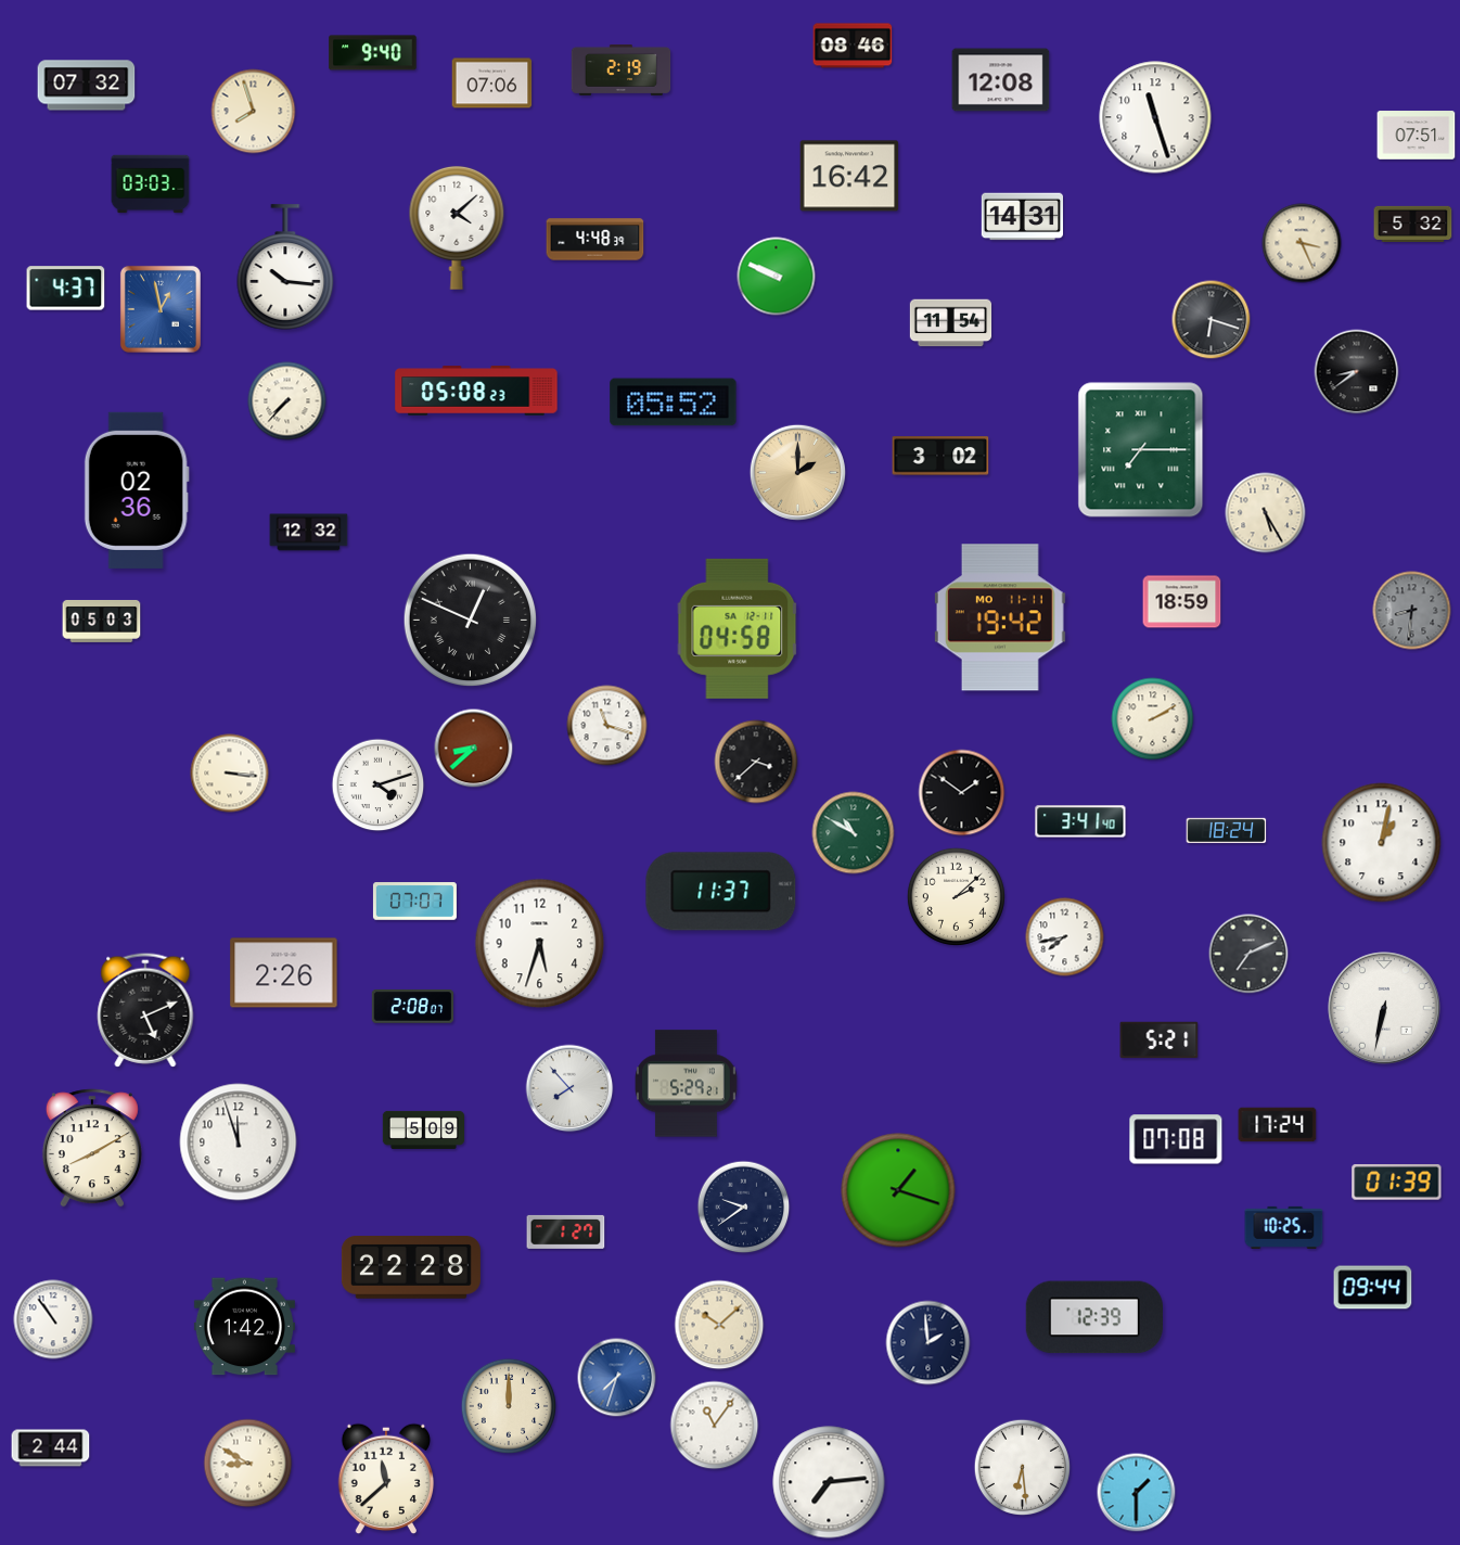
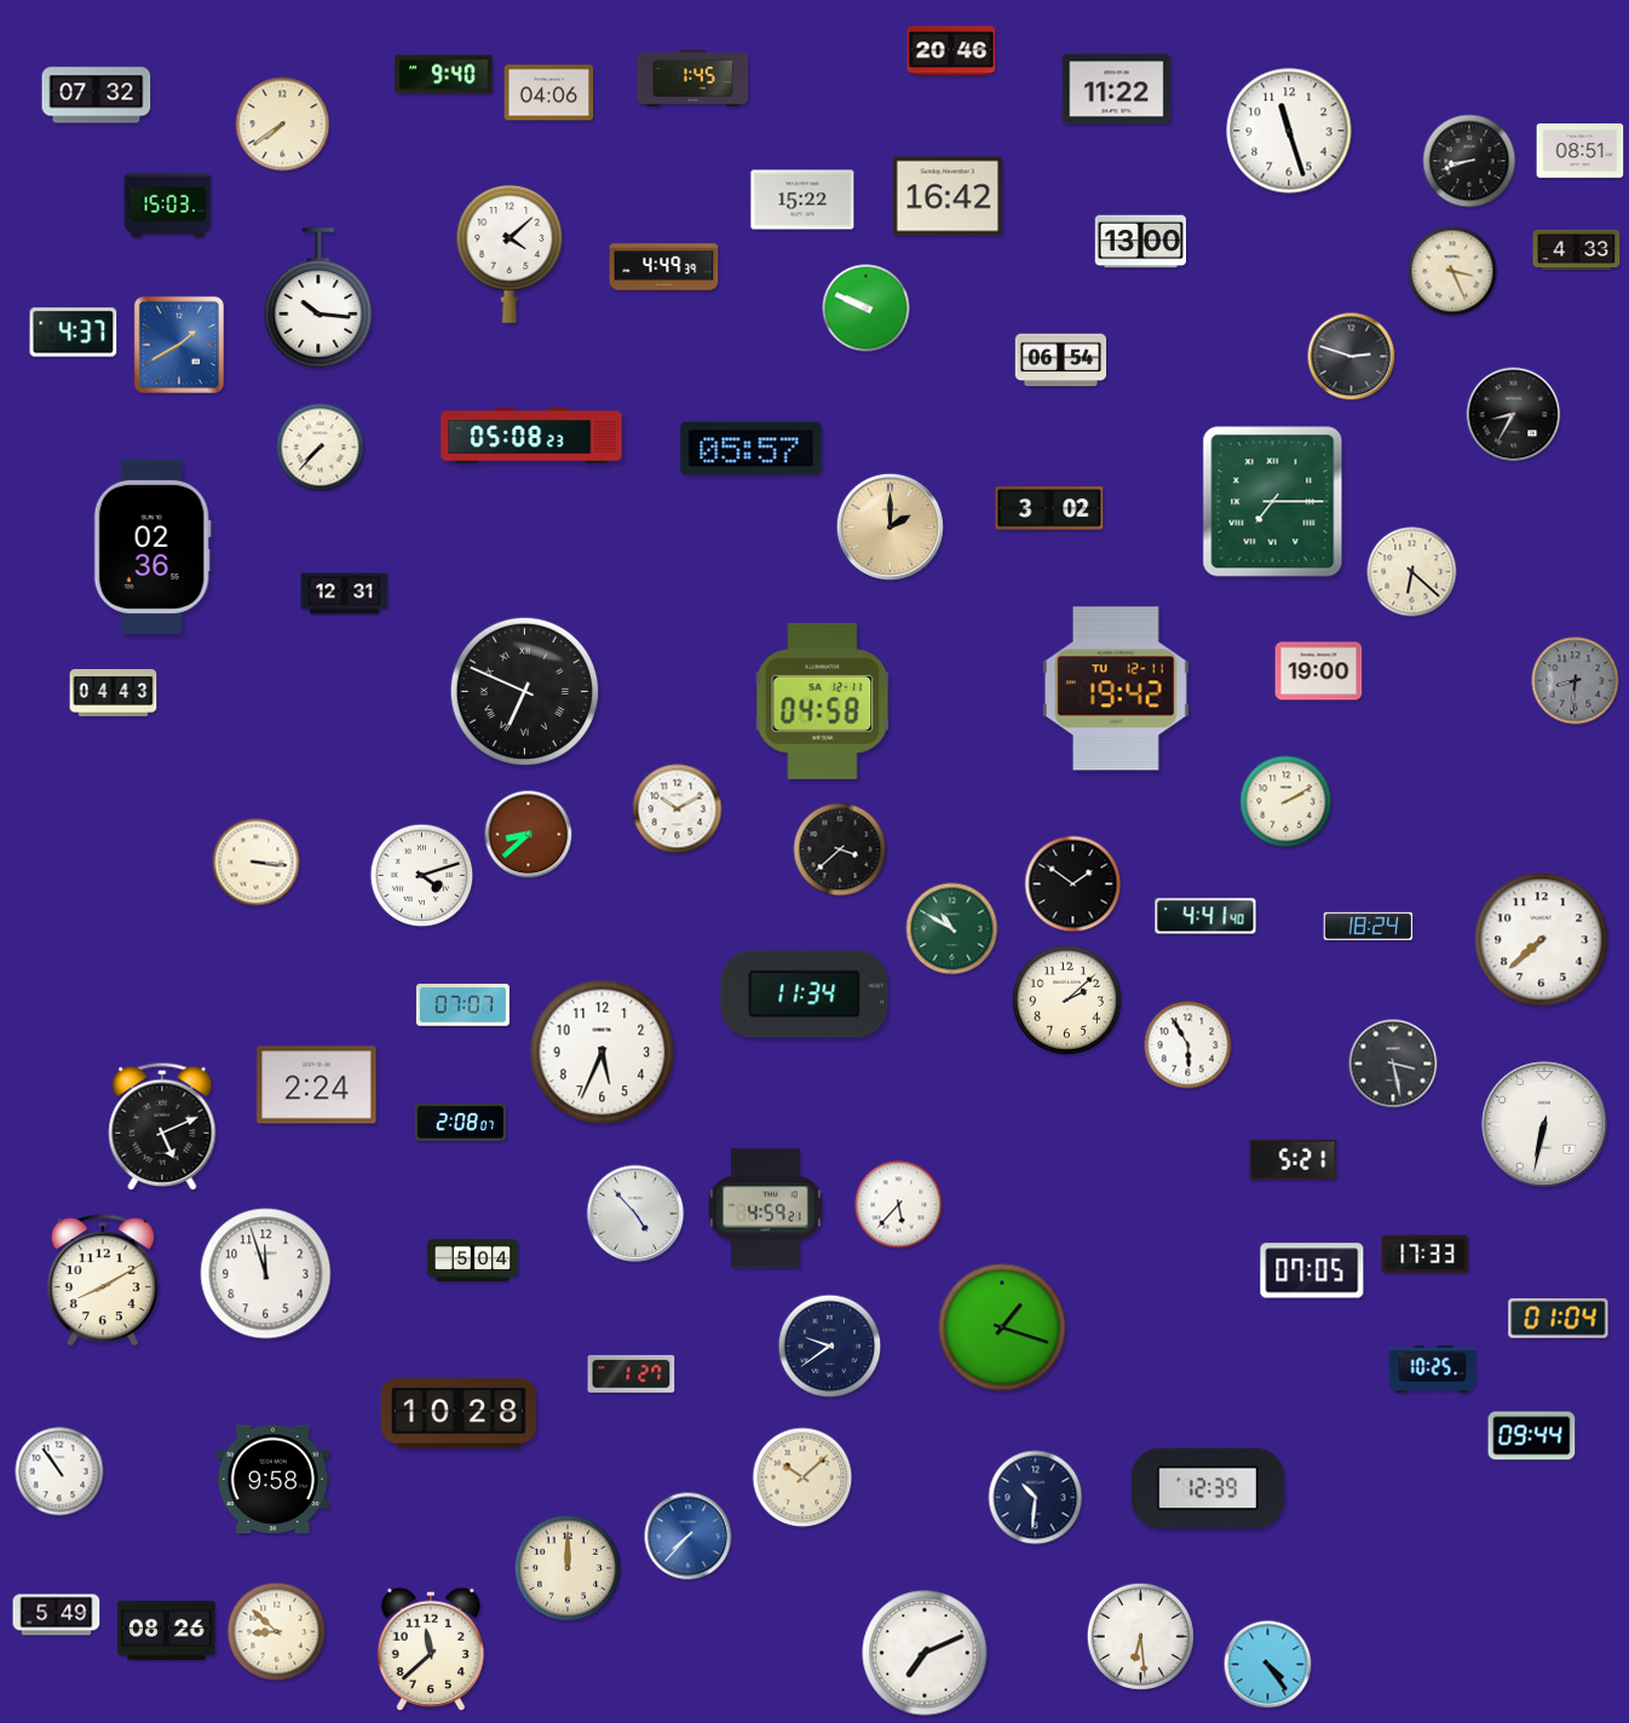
clock at (853, 46): 08:46 -> 20:46
clock at (373, 53) position: (373, 53) -> (444, 75)
clock at (622, 69): 2:19 -> 1:45
clock at (1001, 80): 12:08 -> 11:22
clock at (492, 84): 07:06 -> 04:06
clock at (254, 112): 7:57 -> 7:39
clock at (1417, 136): 07:51 -> 08:51
clock at (1469, 161): none -> 8:42
clock at (802, 200): none -> 15:22
clock at (151, 184): 03:03 -> 15:03
clock at (1022, 217): 14:31 -> 13:00
clock at (1413, 224): 5:32 -> 4:33
clock at (595, 240): 4:48 -> 4:49
clock at (66, 289) position: (66, 289) -> (74, 333)
clock at (161, 309): 12:58 -> 1:40
clock at (1212, 320): 6:18 -> 2:48
clock at (951, 323): 11:54 -> 06:54
clock at (1357, 372): 8:39 -> 8:35
clock at (674, 403): 05:52 -> 05:57
clock at (1266, 513): 5:25 -> 6:22
clock at (309, 533): 12:32 -> 12:31
clock at (1182, 602): 18:59 -> 19:00
clock at (1000, 617) date: MO 11-11 -> TU 12-11
clock at (102, 621): 05:03 -> 04:43
clock at (471, 621): 12:49 -> 6:49
clock at (607, 726): 11:18 -> 10:10
clock at (756, 762) position: (756, 762) -> (840, 849)
clock at (1080, 821): 3:41 -> 4:41
clock at (1382, 843): 1:02 -> 7:38
clock at (721, 892): 11:37 -> 11:34
clock at (1065, 937): 7:43 -> 5:55
clock at (540, 944): 5:33 -> 5:34
clock at (1248, 954): 7:11 -> 3:28
clock at (284, 973): 2:26 -> 2:24
clock at (899, 1205): none -> 5:37
clock at (687, 1084): 5:29 -> 4:59
clock at (569, 1088): 7:53 -> 4:53
clock at (1278, 1125): 17:24 -> 17:33
clock at (424, 1129): 5:09 -> 5:04
clock at (1176, 1139): 07:08 -> 07:05
clock at (1397, 1183): 01:39 -> 01:04
clock at (411, 1268): 22:28 -> 10:28
clock at (1094, 1317) position: (1094, 1317) -> (1208, 1488)
clock at (244, 1327): 1:42 -> 9:58
clock at (928, 1343): 1:59 -> 10:31
clock at (617, 1378): 7:33 -> 7:37
clock at (715, 1426): 11:06 -> none
clock at (51, 1448): 2:44 -> 5:49
clock at (167, 1630): none -> 08:26
clock at (248, 1464): 8:50 -> 8:52
clock at (829, 1482): 7:14 -> 7:11
clock at (1137, 1493): 1:30 -> 4:24
